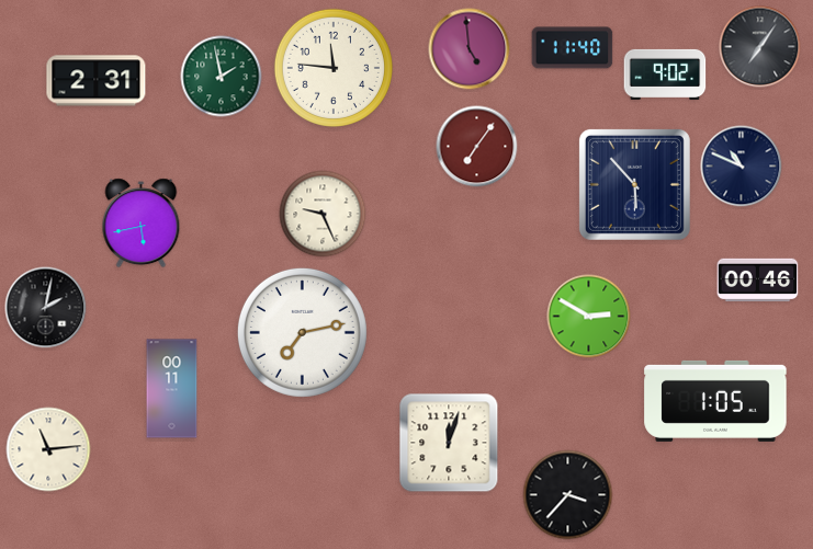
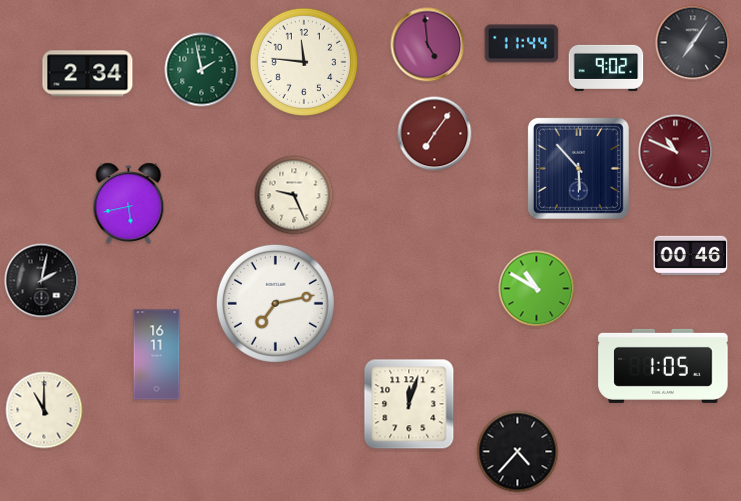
clock at (573, 48): 11:40 -> 11:44
clock at (97, 81): 2:31 -> 2:34
clock at (742, 167) dial: navy -> burgundy
clock at (589, 317): 2:50 -> 10:50
clock at (172, 389): 00:11 -> 16:11
clock at (715, 401) position: (715, 401) -> (663, 366)
clock at (48, 449): 11:14 -> 11:00
clock at (568, 495): 3:37 -> 4:37
